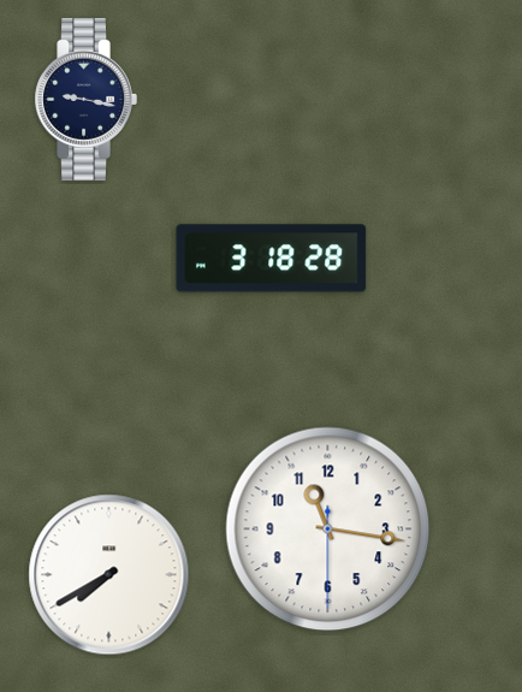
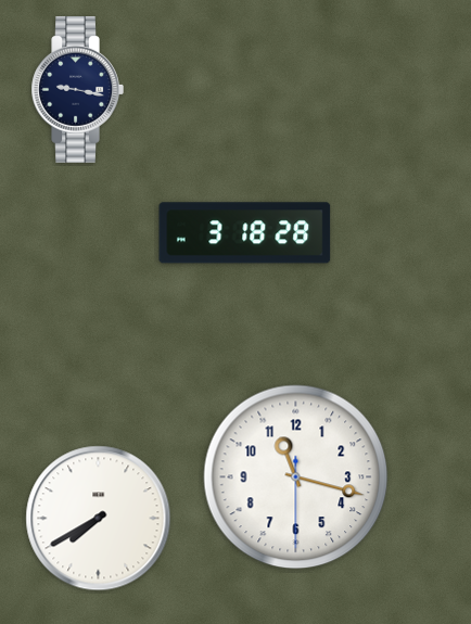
clock at (328, 530): 11:16 -> 11:17
